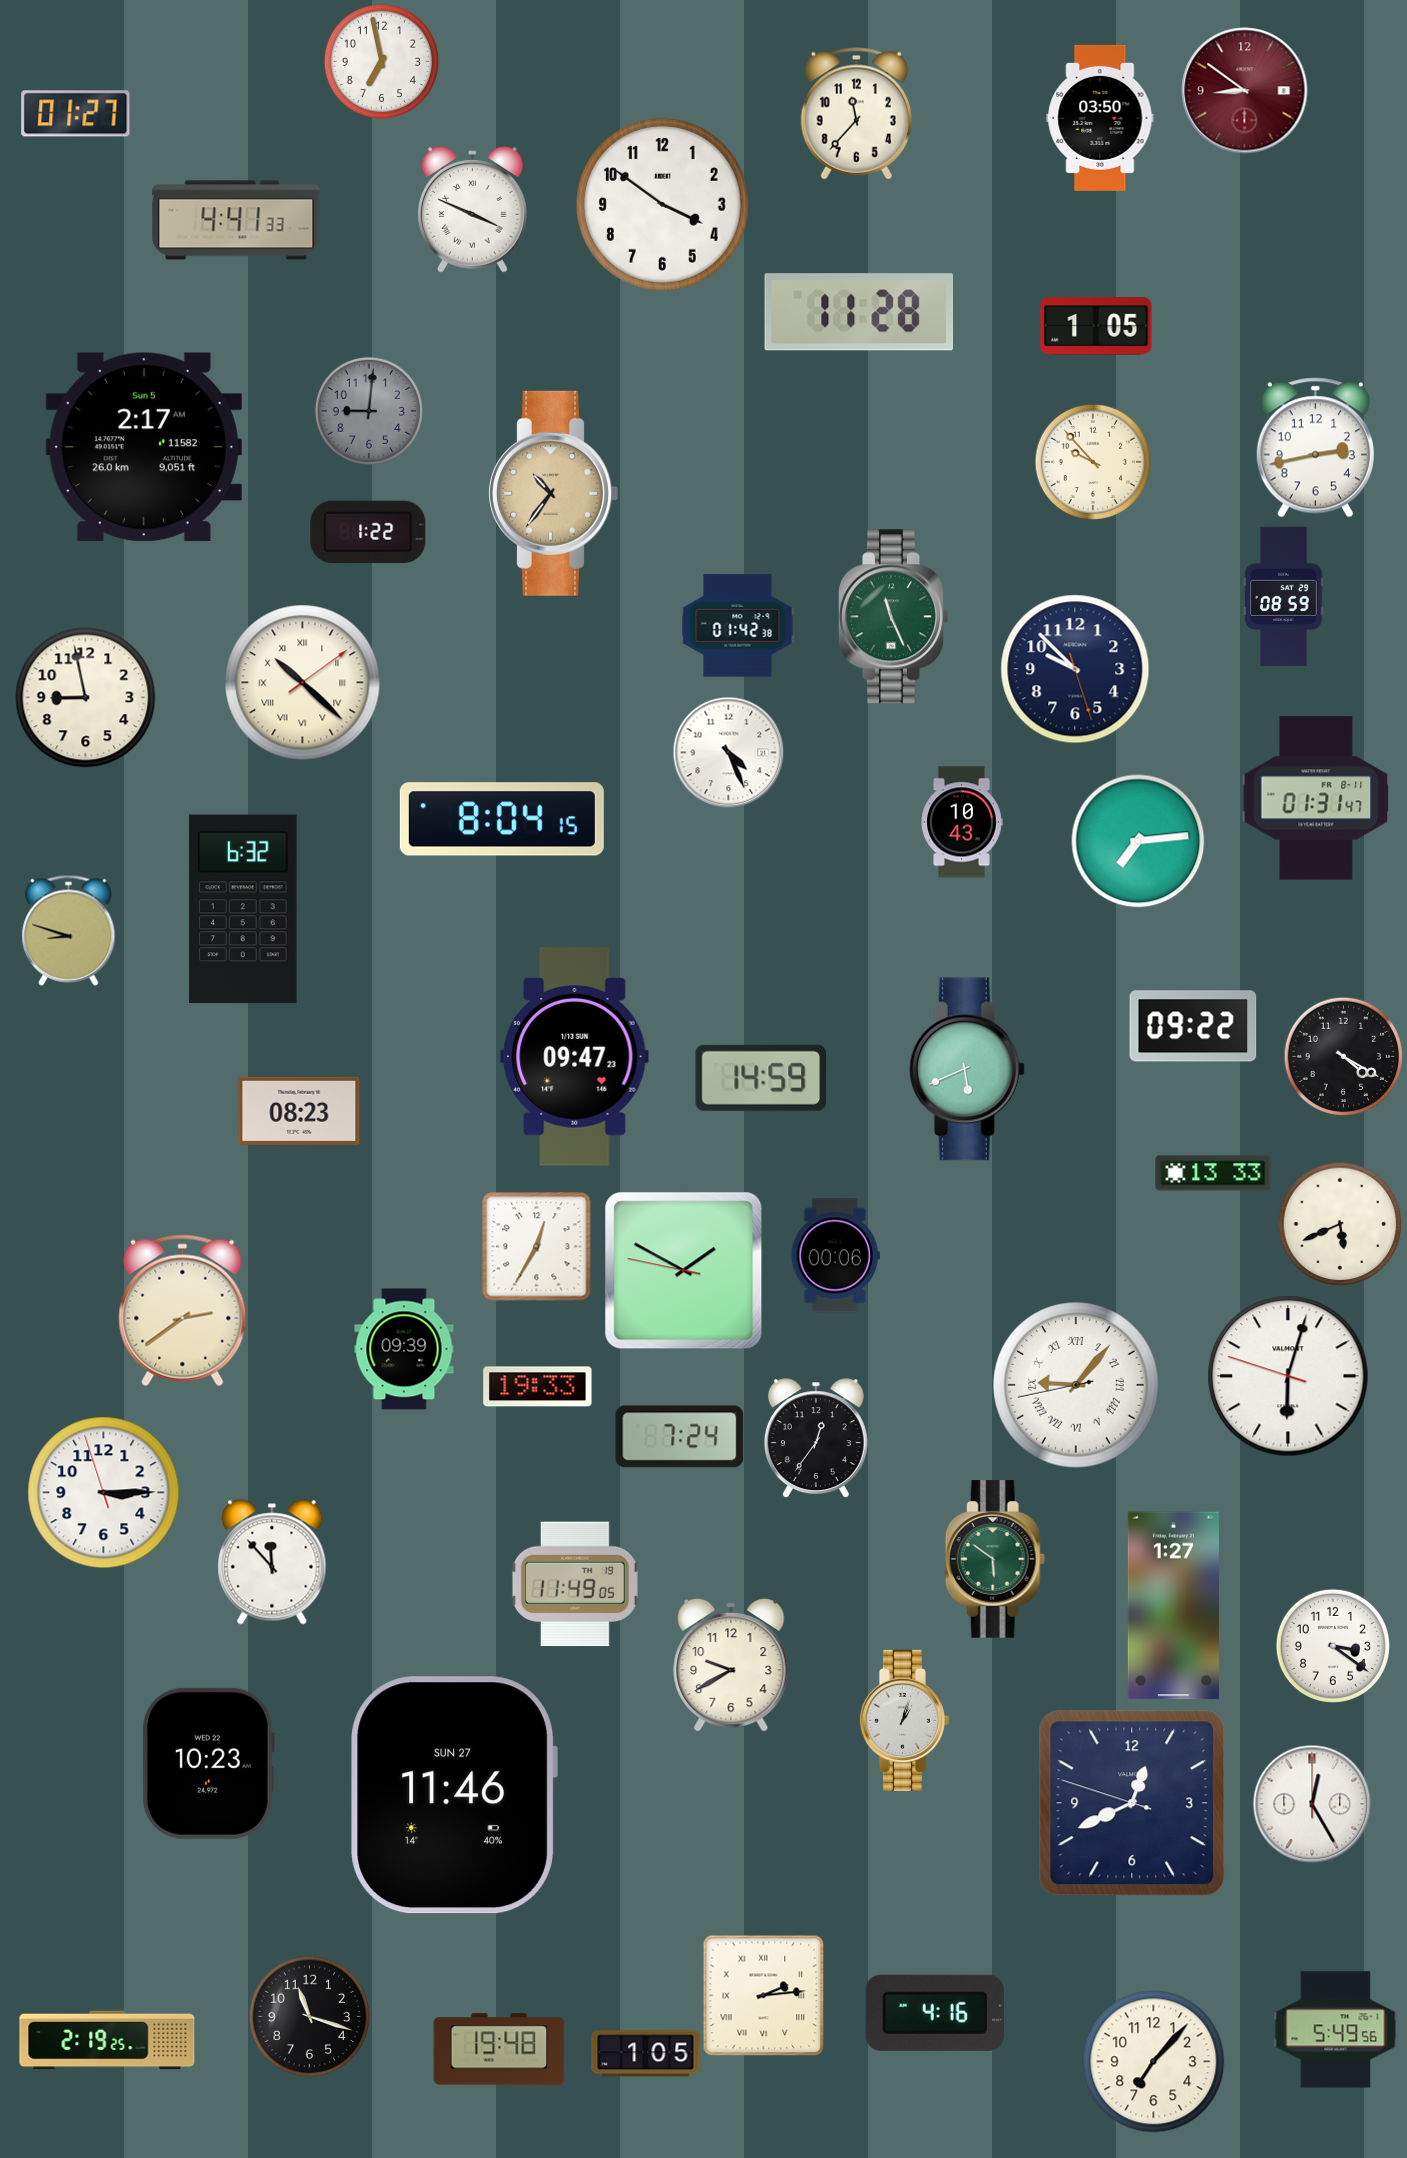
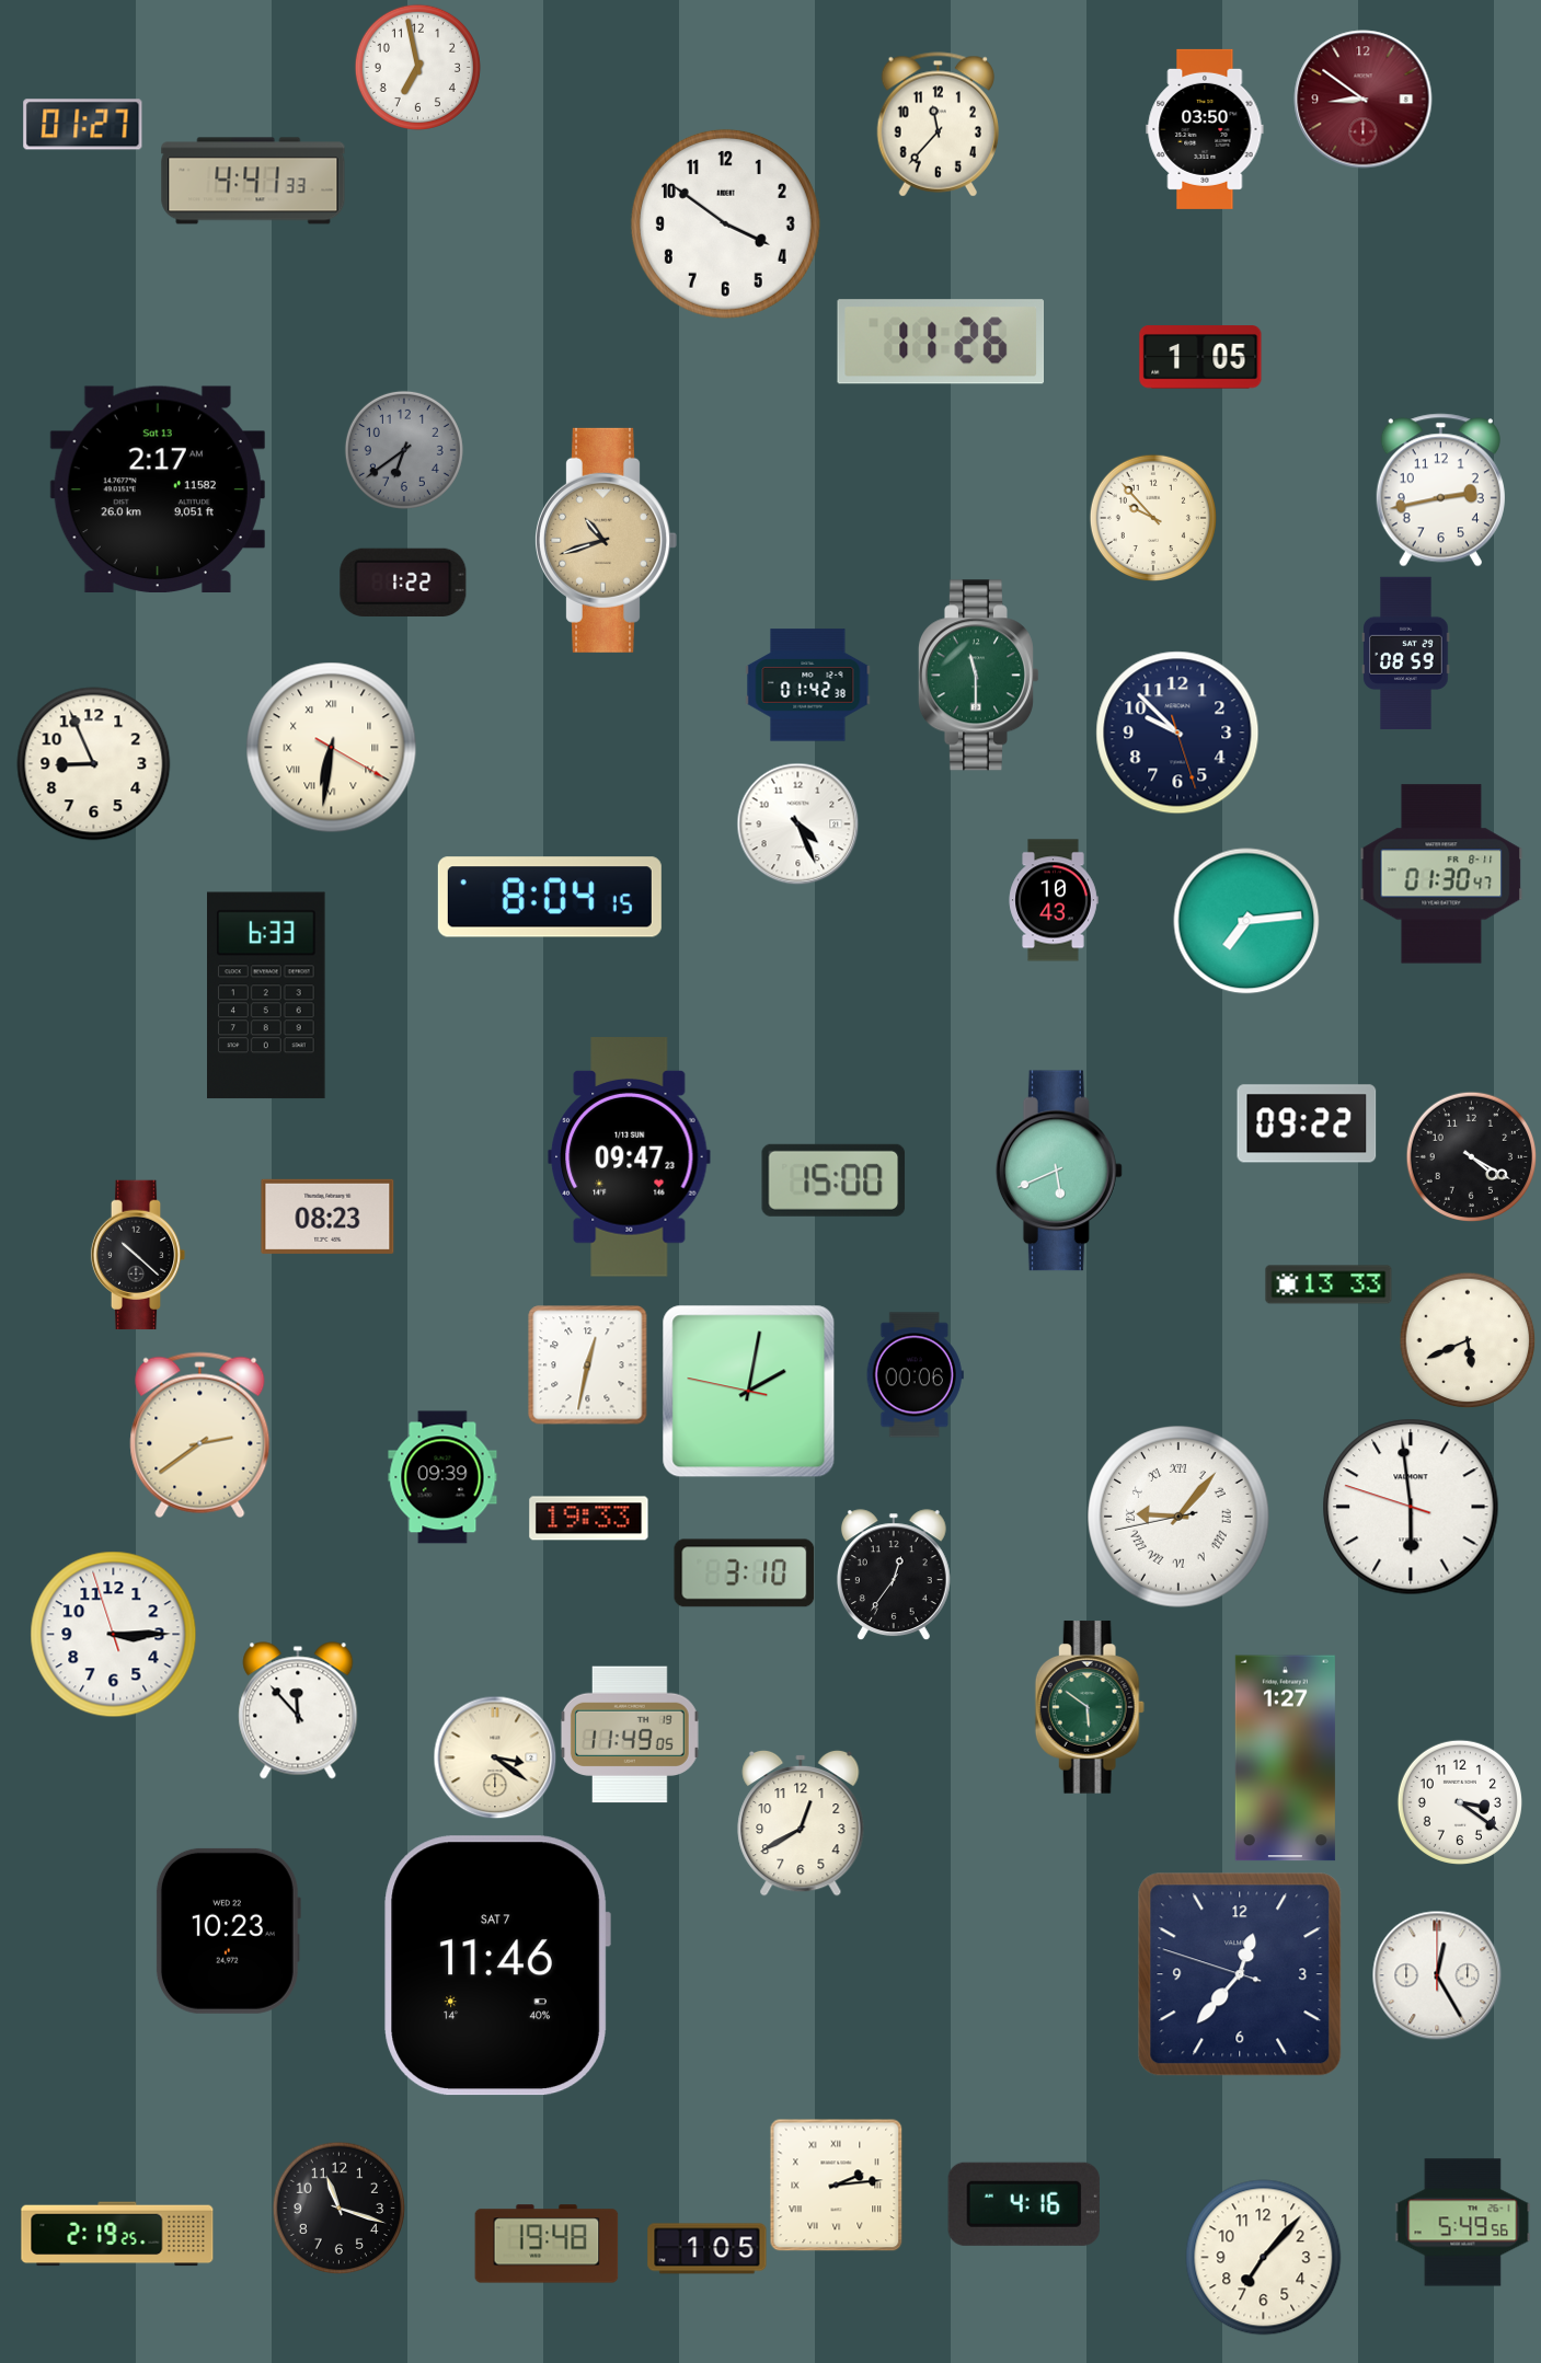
clock at (472, 210): 3:49 -> none
clock at (236, 220) position: (236, 220) -> (253, 181)
clock at (858, 312): 11:28 -> 11:26
clock at (369, 411): 9:01 -> 6:39
clock at (144, 446) date: Sun 5 -> Sat 13
clock at (1093, 462) position: (1093, 462) -> (1153, 518)
clock at (553, 493): 10:36 -> 10:42
clock at (893, 617): 11:26 -> 11:30
clock at (303, 683): 10:22 -> 6:31
clock at (86, 698): 8:58 -> 8:56
clock at (1316, 798): 01:31 -> 01:30
clock at (243, 909): 6:32 -> 6:33
clock at (69, 930): 8:48 -> none
clock at (761, 1078): 14:59 -> 15:00
clock at (138, 1255): none -> 10:22
clock at (537, 1247): 12:35 -> 12:32
clock at (684, 1271): 1:49 -> 2:01
clock at (1288, 1376): 6:02 -> 5:58
clock at (680, 1437): 7:24 -> 3:10
clock at (495, 1757): none -> 3:21
clock at (731, 1665): 9:40 -> 12:40
clock at (904, 1720): 1:03 -> none
clock at (454, 1795) date: SUN 27 -> SAT 7
clock at (1132, 1803): 12:40 -> 12:36
